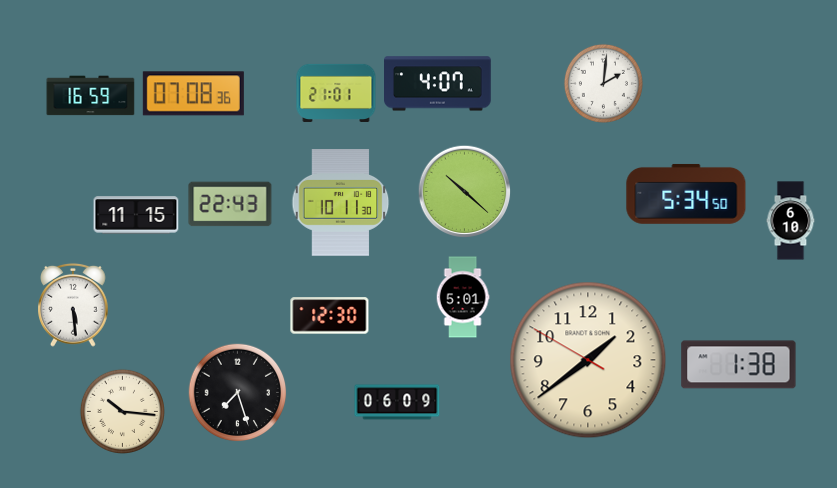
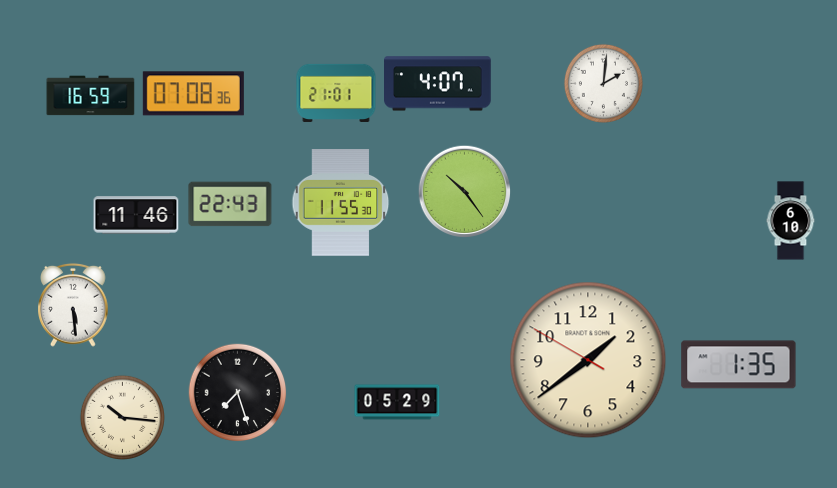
clock at (464, 191): 10:22 -> 10:24
clock at (686, 194): 5:34 -> none
clock at (341, 203): 10:11 -> 11:55
clock at (136, 215): 11:15 -> 11:46
clock at (463, 297): 5:01 -> none
clock at (330, 316): 12:30 -> none
clock at (739, 365): 1:38 -> 1:35
clock at (397, 402): 06:09 -> 05:29
clock at (122, 411) position: (122, 411) -> (122, 417)
